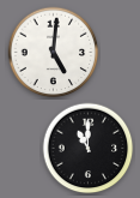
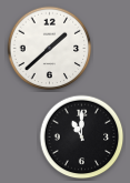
clock at (54, 53): 5:01 -> 1:38
